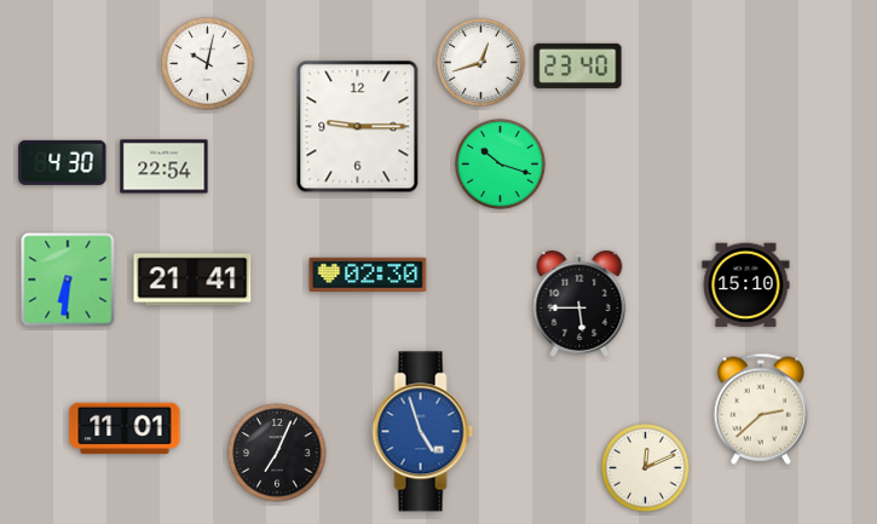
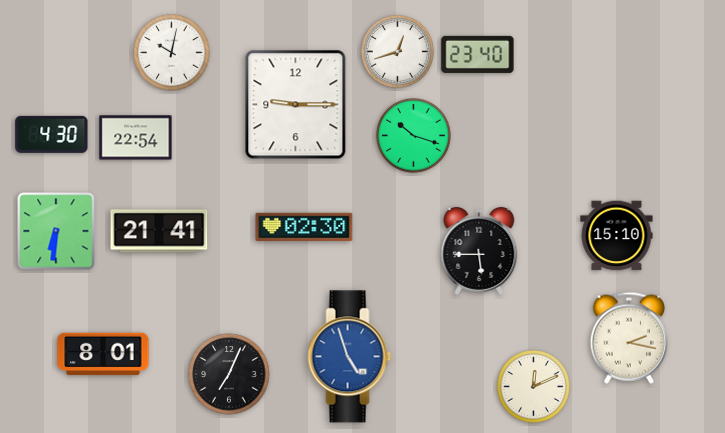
clock at (760, 409): 2:38 -> 2:17
clock at (125, 428): 11:01 -> 8:01
